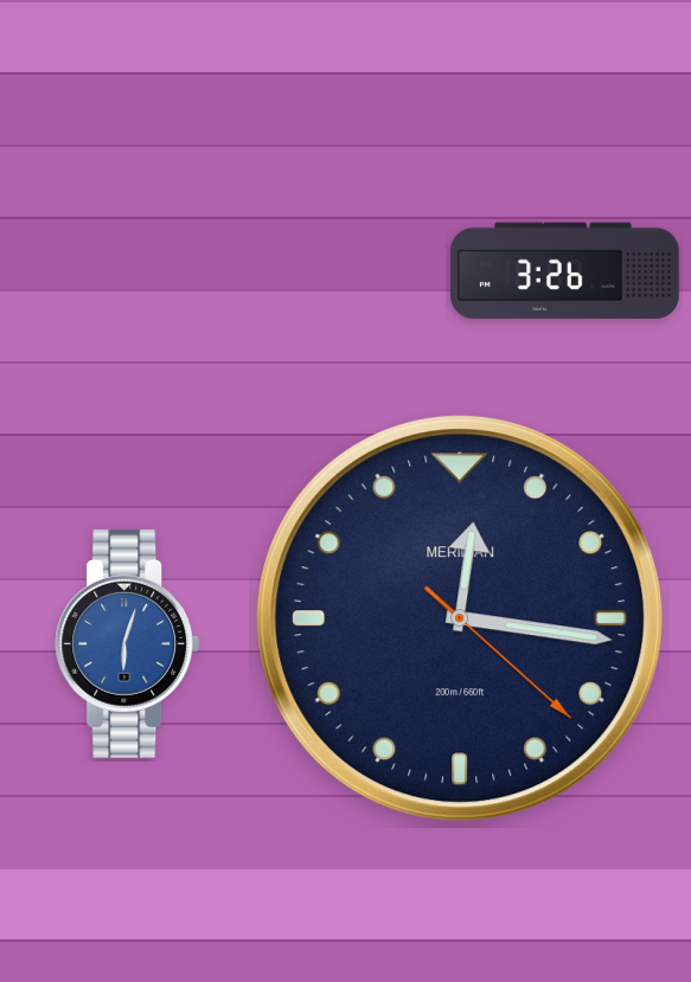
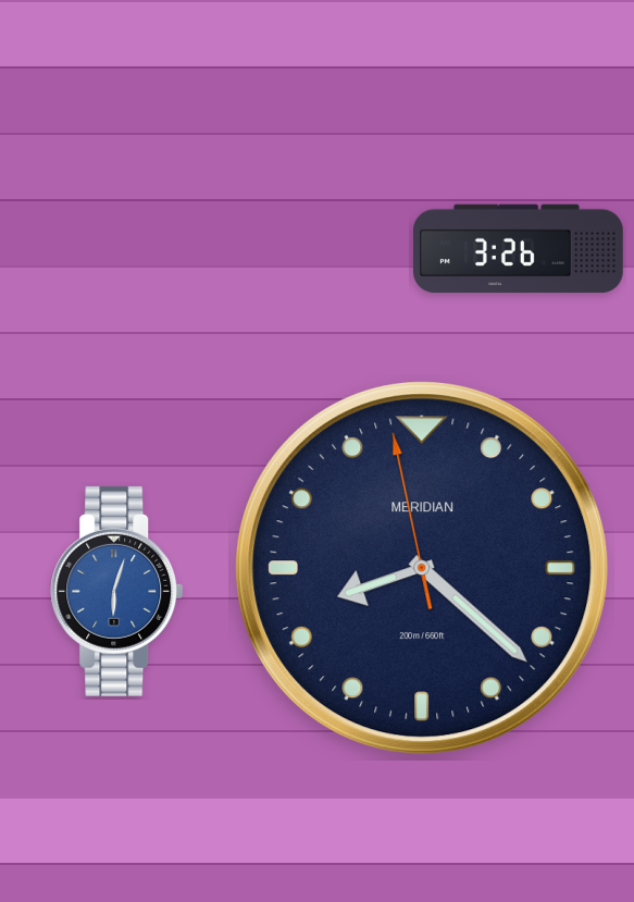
clock at (460, 618): 12:16 -> 8:21
